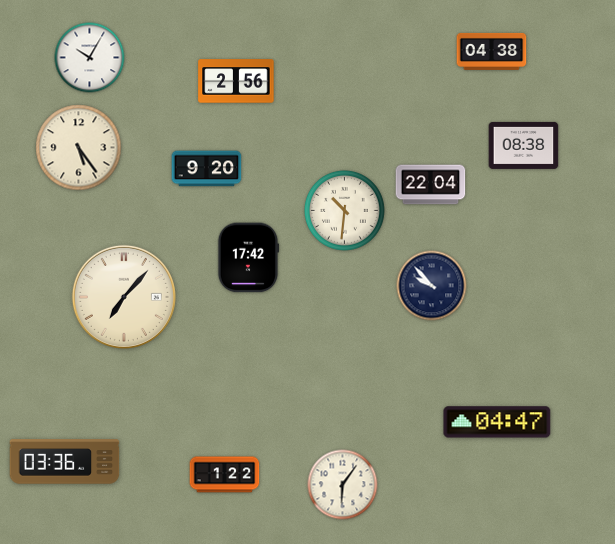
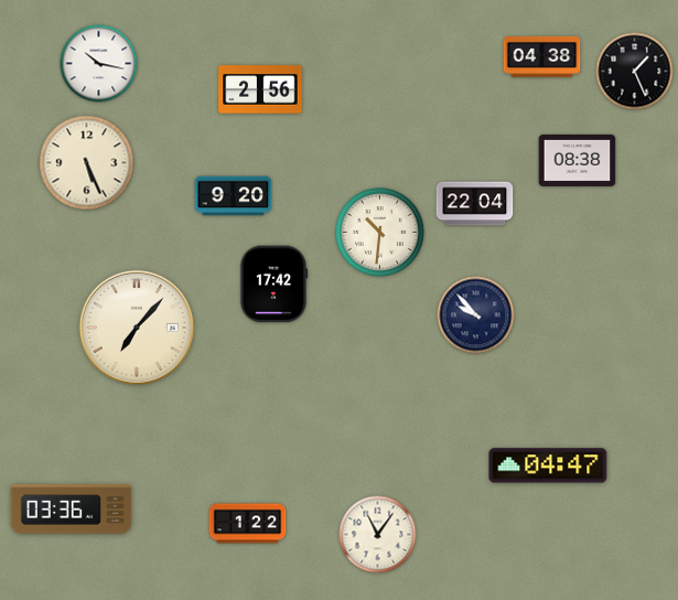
clock at (90, 58): 10:05 -> 10:17
clock at (635, 72): none -> 1:26
clock at (79, 148): 5:24 -> 5:26
clock at (207, 169) position: (207, 169) -> (234, 196)
clock at (343, 485): 6:06 -> 11:06
